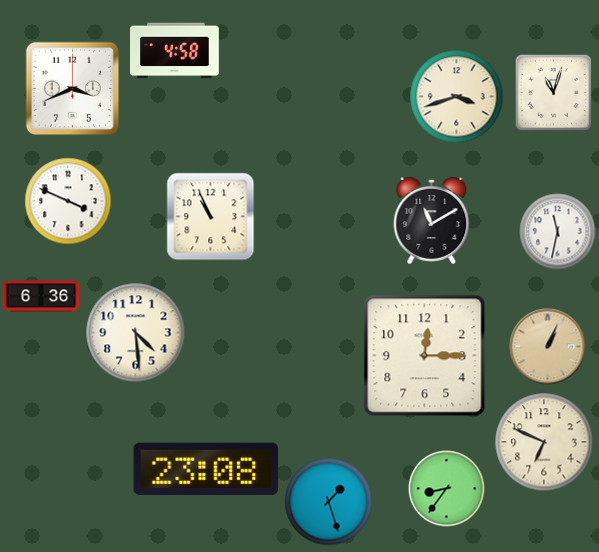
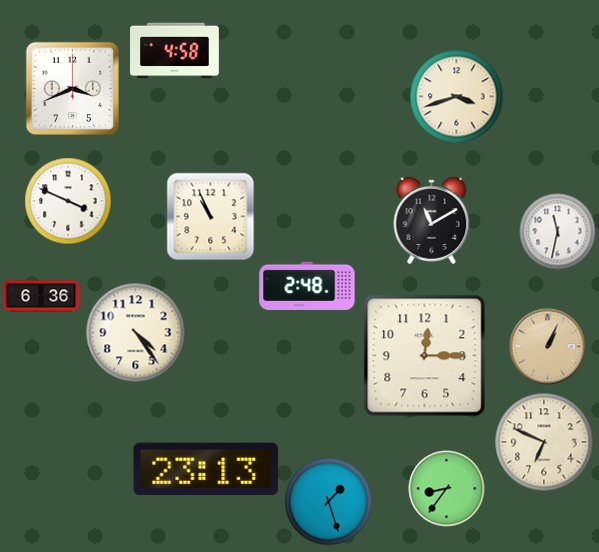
clock at (553, 92): 11:03 -> none
clock at (307, 286): none -> 2:48
clock at (136, 333): 4:29 -> 4:24
clock at (206, 468): 23:08 -> 23:13
